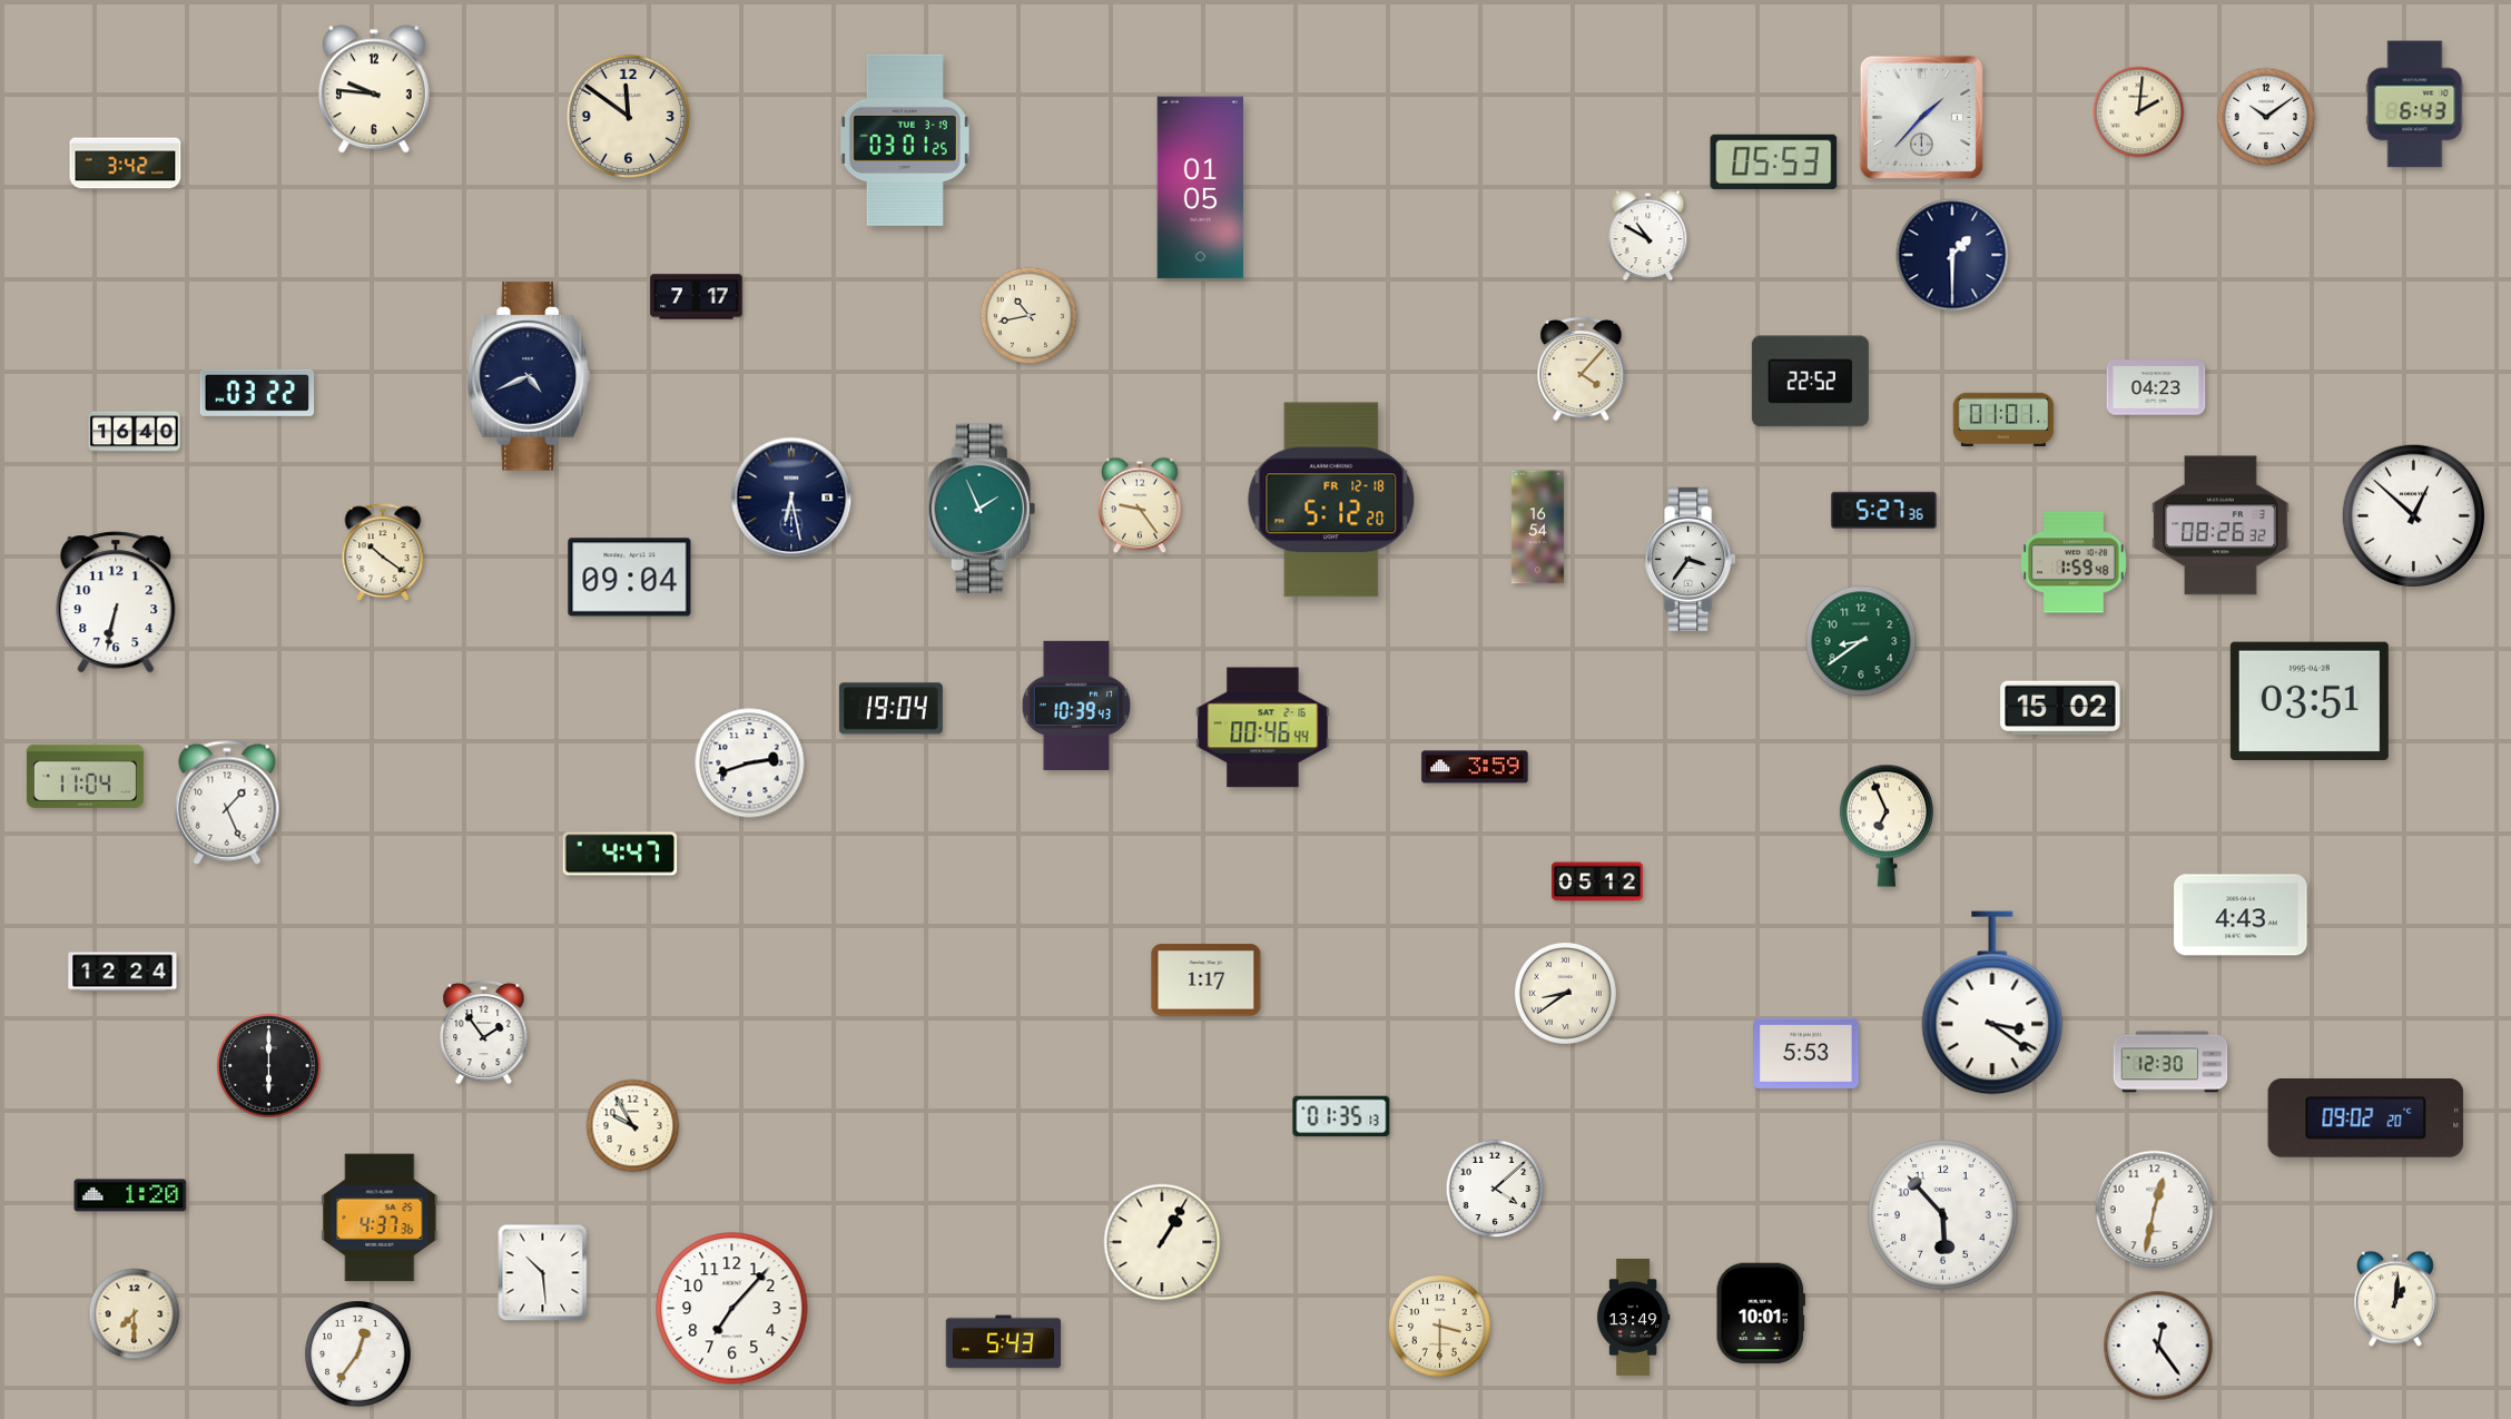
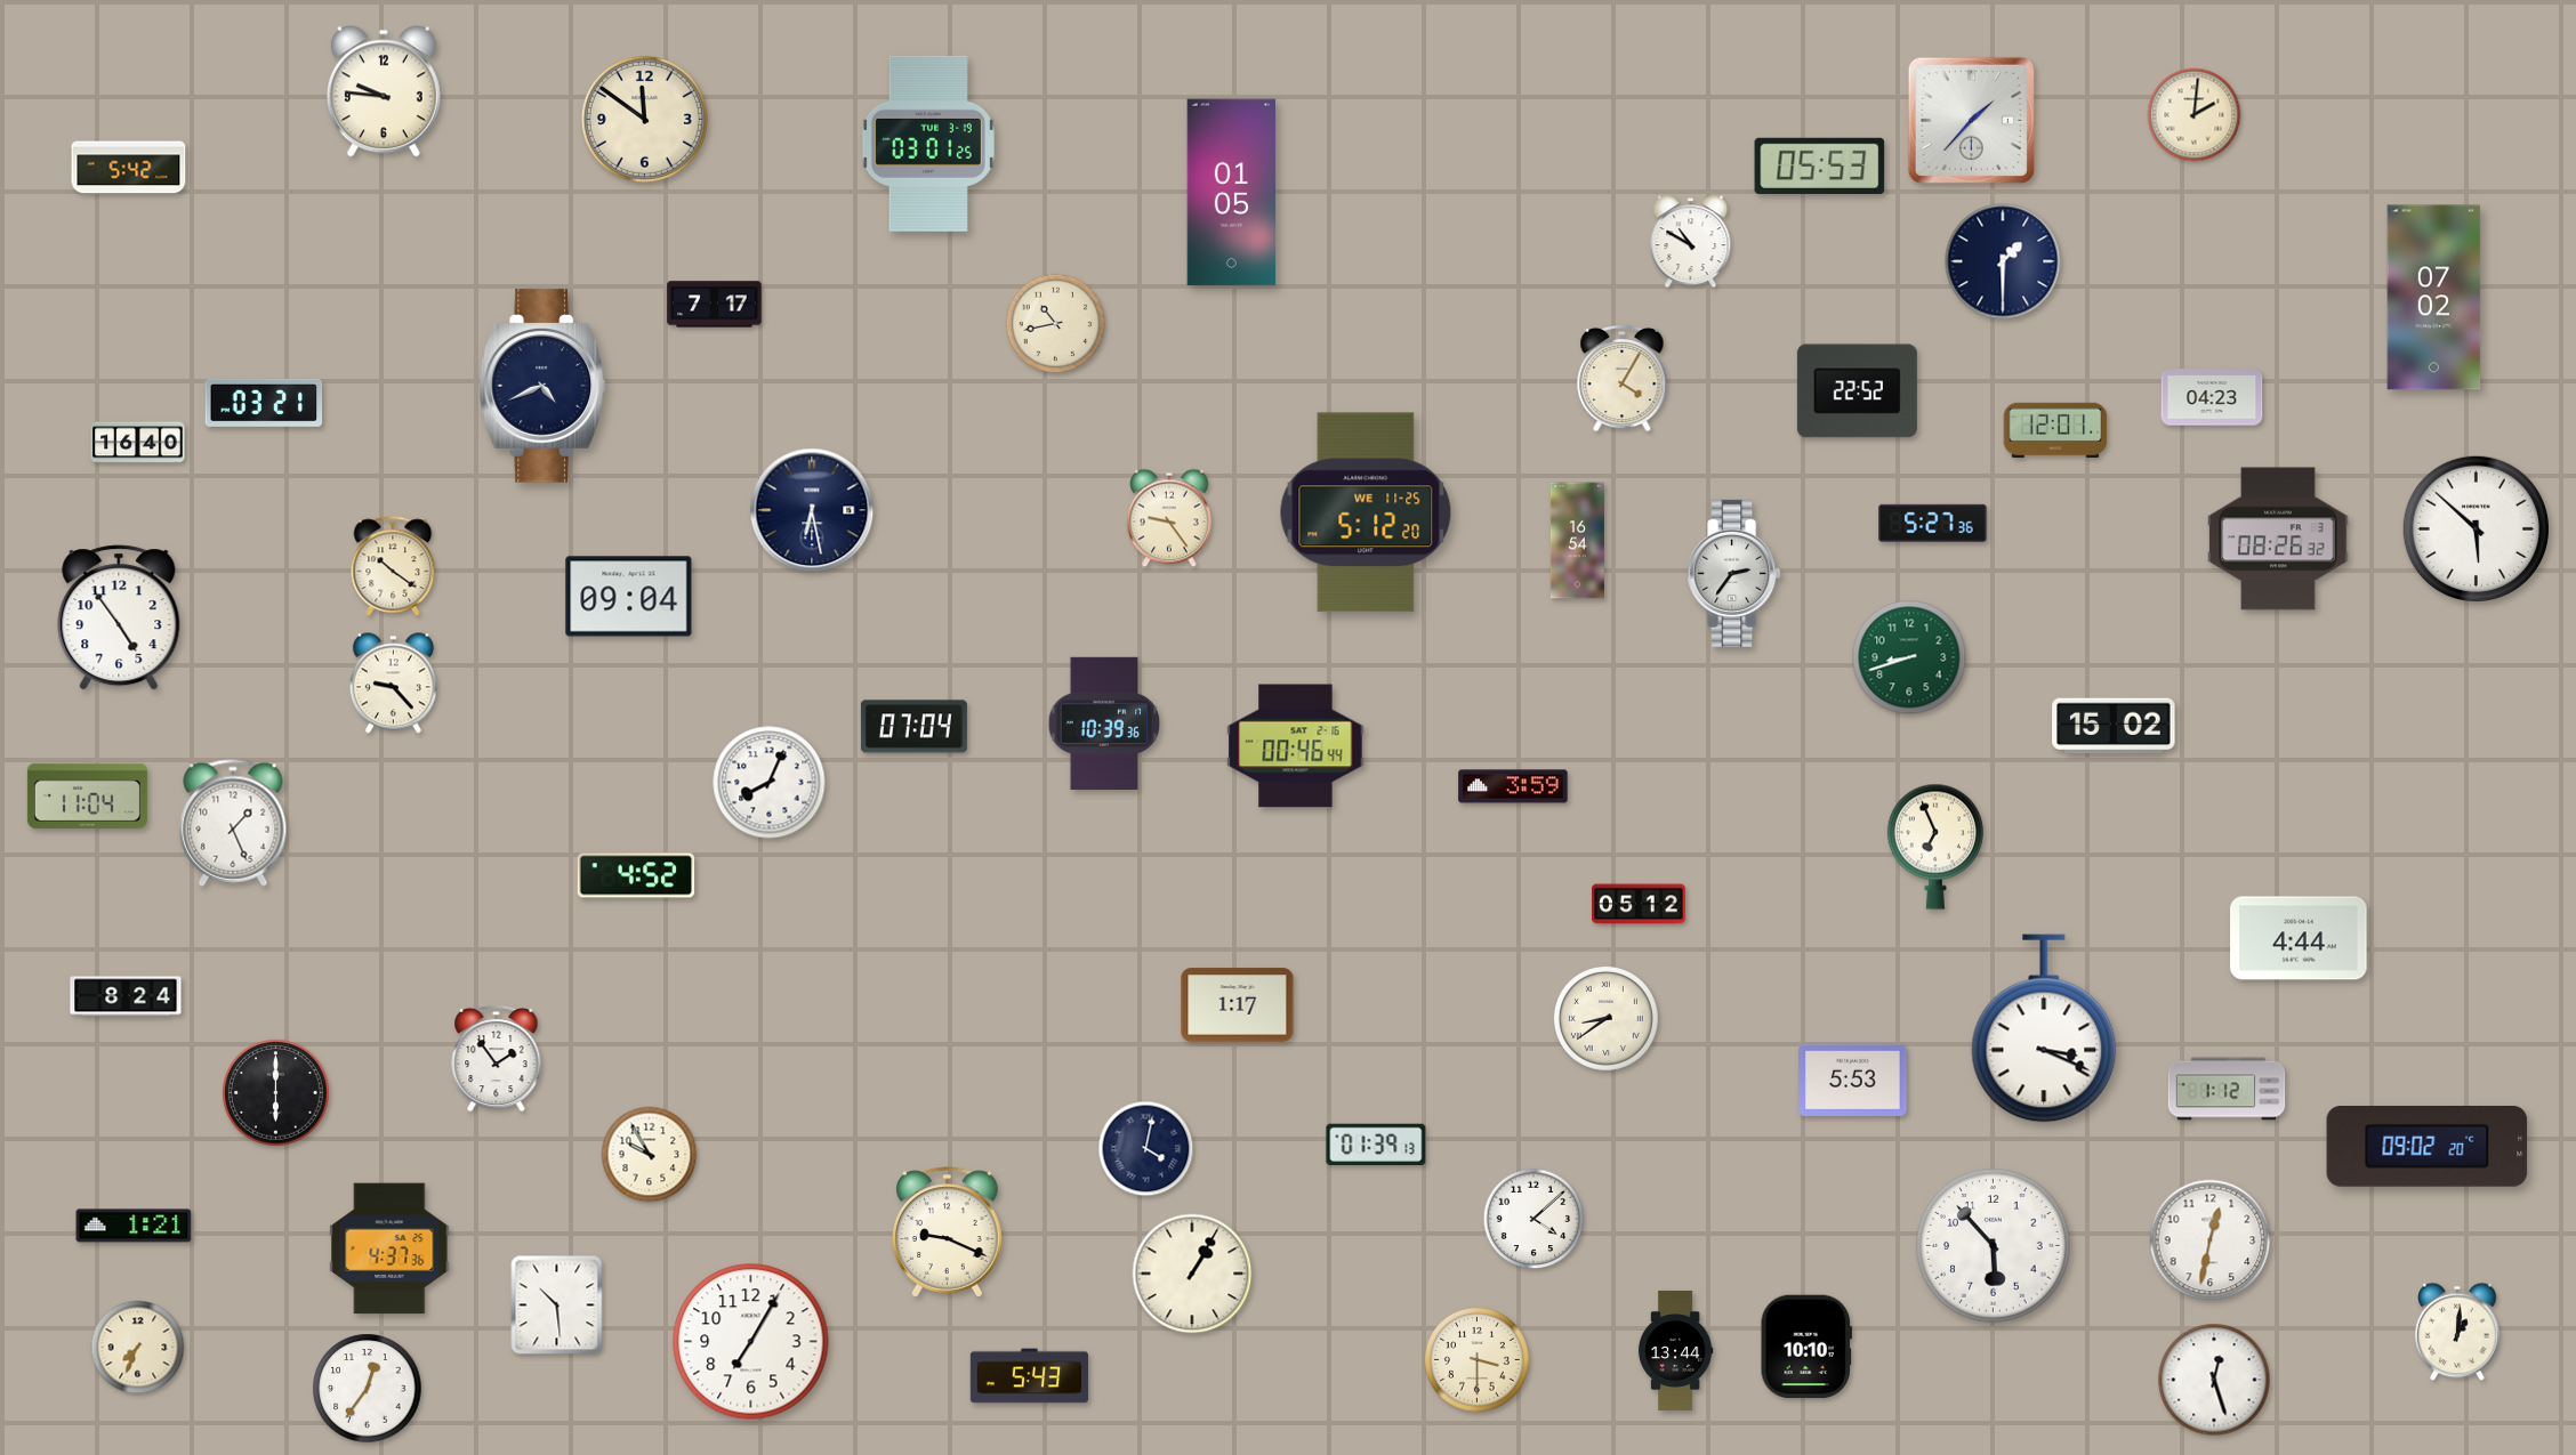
clock at (2415, 105): 6:43 -> none
clock at (2266, 117): 10:09 -> none
clock at (126, 164): 3:42 -> 5:42
clock at (2434, 298): none -> 07:02
clock at (1582, 368): 4:07 -> 4:05
clock at (257, 393): 03:22 -> 03:21
clock at (2003, 420): 01:01 -> 12:01
clock at (1331, 500) date: FR 12-18 -> WE 11-25
clock at (982, 508): 1:56 -> none
clock at (2413, 515): 12:52 -> 5:52
clock at (1691, 559): 3:36 -> 2:36
clock at (2074, 562): 1:59 -> none
clock at (630, 578) position: (630, 578) -> (629, 597)
clock at (116, 602): 6:32 -> 4:54
clock at (1861, 641): 8:39 -> 8:42
clock at (393, 684): none -> 9:23
clock at (2310, 701): 03:51 -> none
clock at (1076, 706): 10:39:43 -> 10:39:36
clock at (890, 709): 19:04 -> 07:04
clock at (750, 763): 2:42 -> 8:04
clock at (620, 854): 4:47 -> 4:52
clock at (2241, 915): 4:43 -> 4:44
clock at (122, 972): 12:24 -> 8:24
clock at (1992, 1003): 3:21 -> 3:19
clock at (2170, 1062): 12:30 -> 1:12
clock at (1341, 1116): 01:35 -> 01:39
clock at (1146, 1149): none -> 4:02
clock at (130, 1195): 1:20 -> 1:21
clock at (947, 1232): none -> 9:19
clock at (732, 1309): 7:07 -> 7:05
clock at (1761, 1313): 10:01 -> 10:10
clock at (135, 1314): 7:30 -> 7:34
clock at (1633, 1317): 13:49 -> 13:44
clock at (2158, 1346): 12:24 -> 12:27
